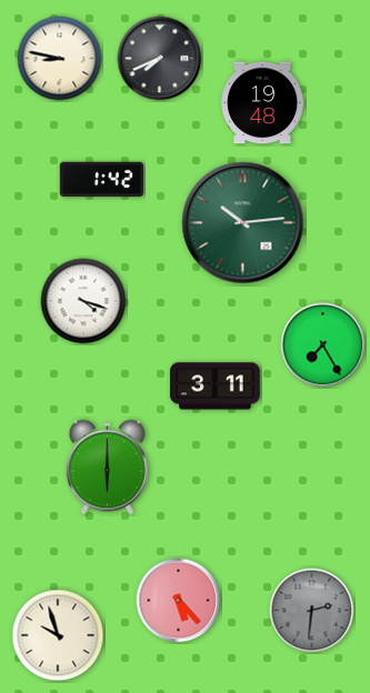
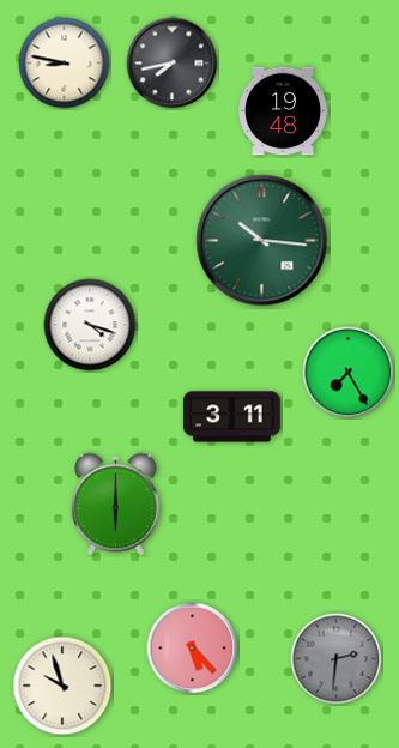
clock at (160, 59): 7:41 -> 7:43
clock at (101, 180): 1:42 -> none
clock at (243, 223): 10:14 -> 10:16
